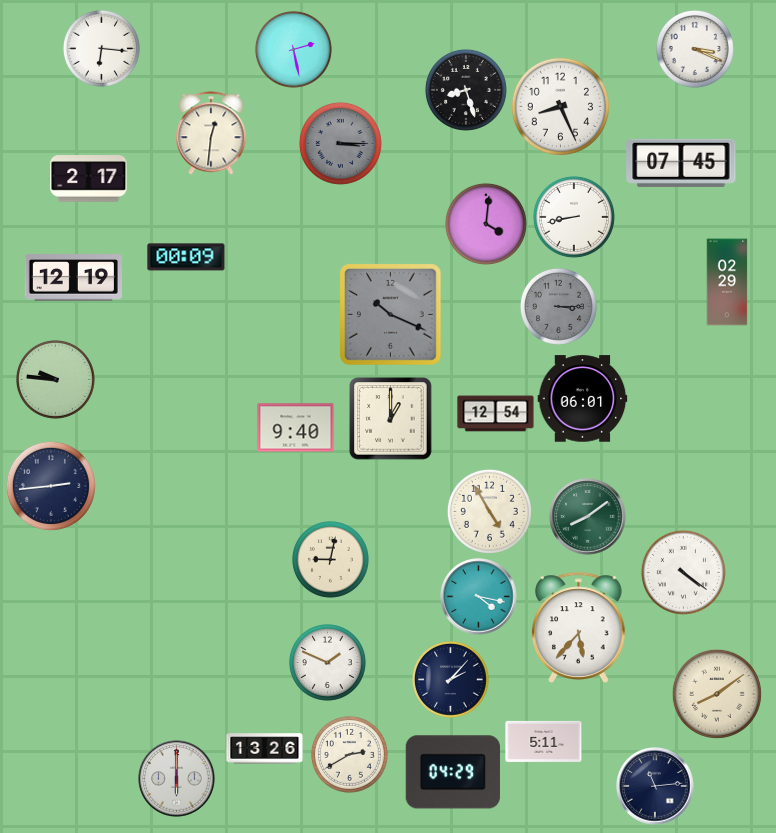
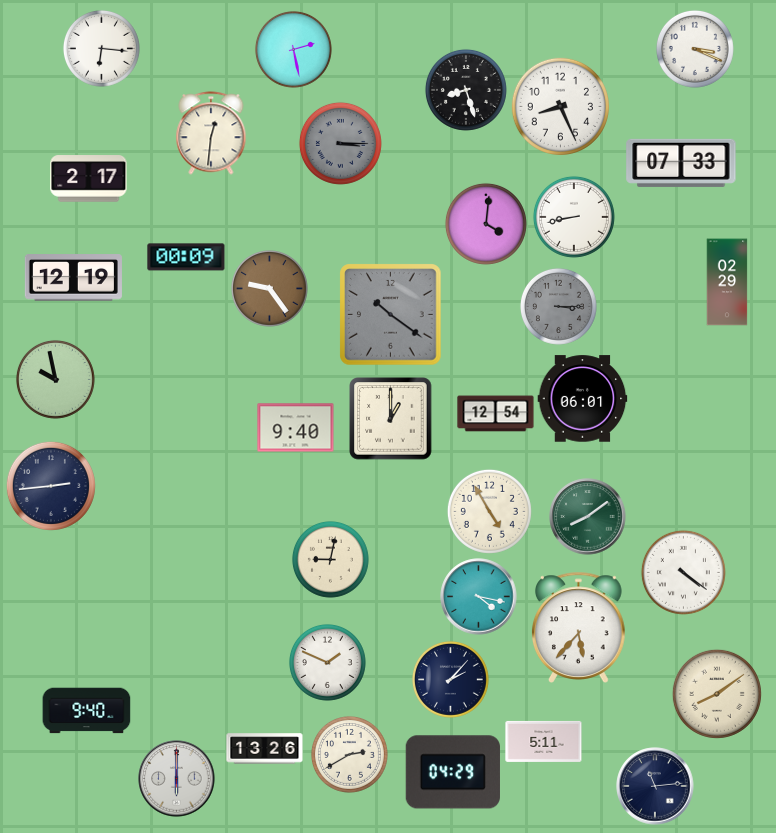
clock at (681, 163): 07:45 -> 07:33
clock at (269, 288): none -> 9:24
clock at (391, 315): 10:19 -> 10:21
clock at (55, 379): 9:46 -> 9:58
clock at (87, 711): none -> 9:40
